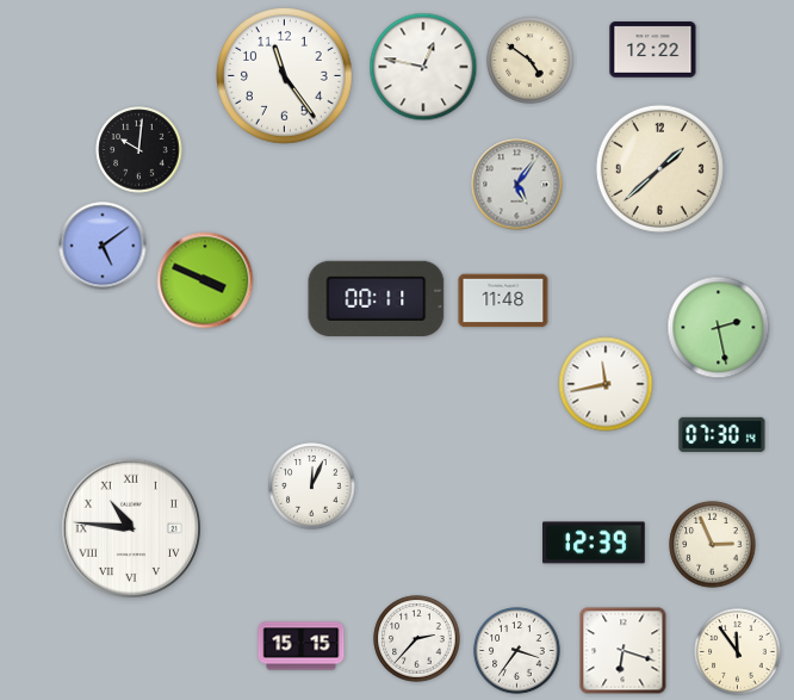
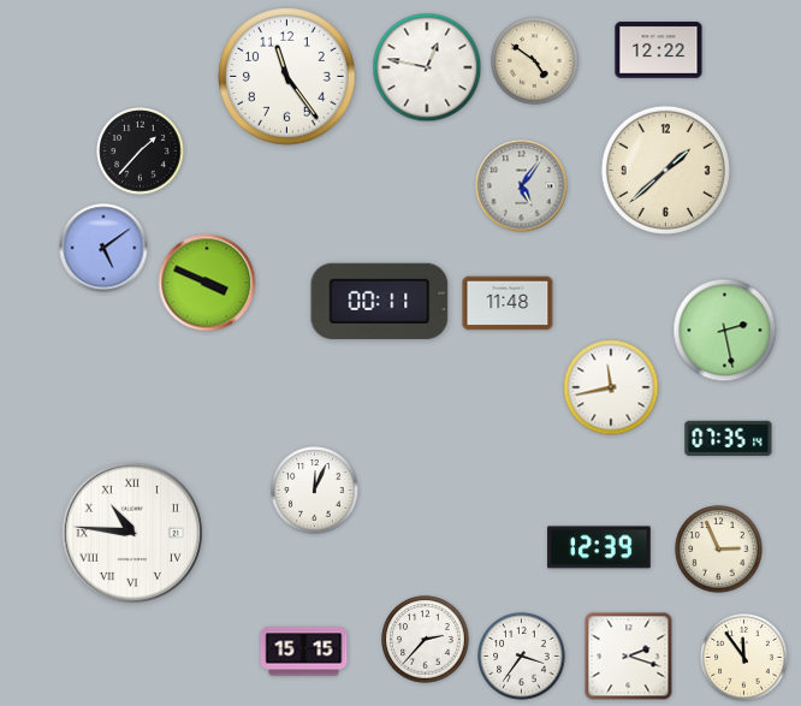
clock at (139, 150): 10:01 -> 1:37
clock at (722, 434): 07:30 -> 07:35
clock at (417, 639) position: (417, 639) -> (426, 640)
clock at (624, 651): 6:18 -> 2:18
